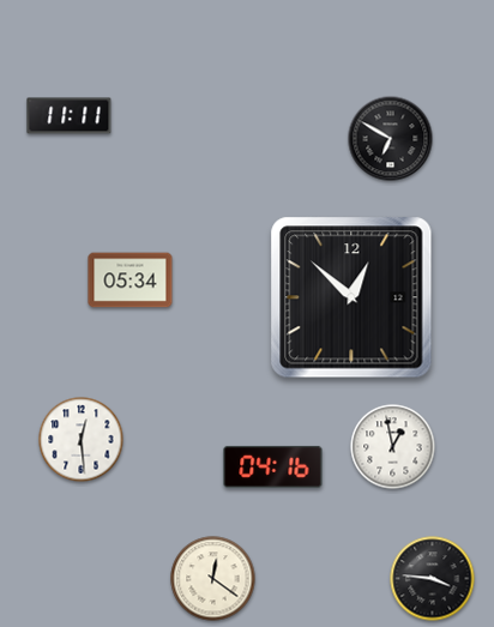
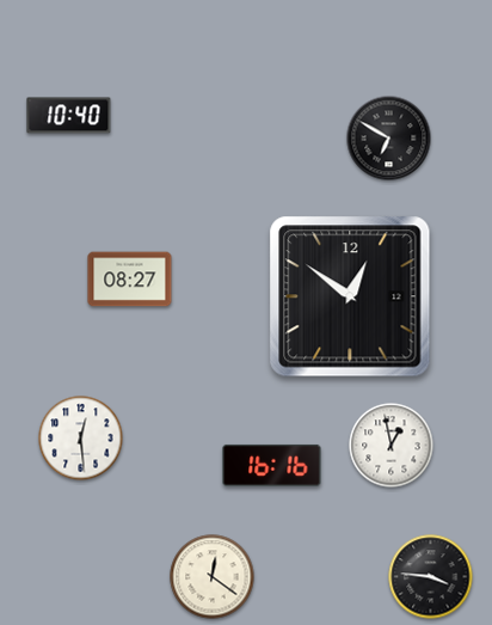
clock at (70, 116): 11:11 -> 10:40
clock at (131, 281): 05:34 -> 08:27
clock at (351, 297): 12:52 -> 12:51
clock at (273, 466): 04:16 -> 16:16
